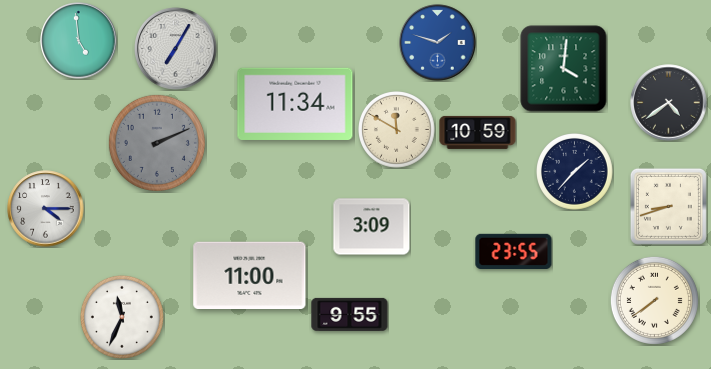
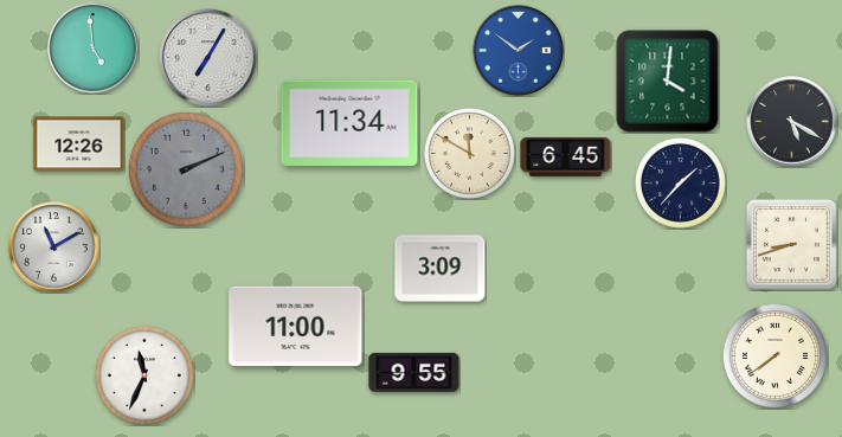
clock at (438, 43): 1:48 -> 1:51
clock at (669, 103): 4:39 -> 5:20
clock at (79, 144): none -> 12:26
clock at (478, 132): 10:59 -> 6:45
clock at (575, 172) position: (575, 172) -> (681, 184)
clock at (46, 209): 4:15 -> 11:10
clock at (514, 251): 23:55 -> none
